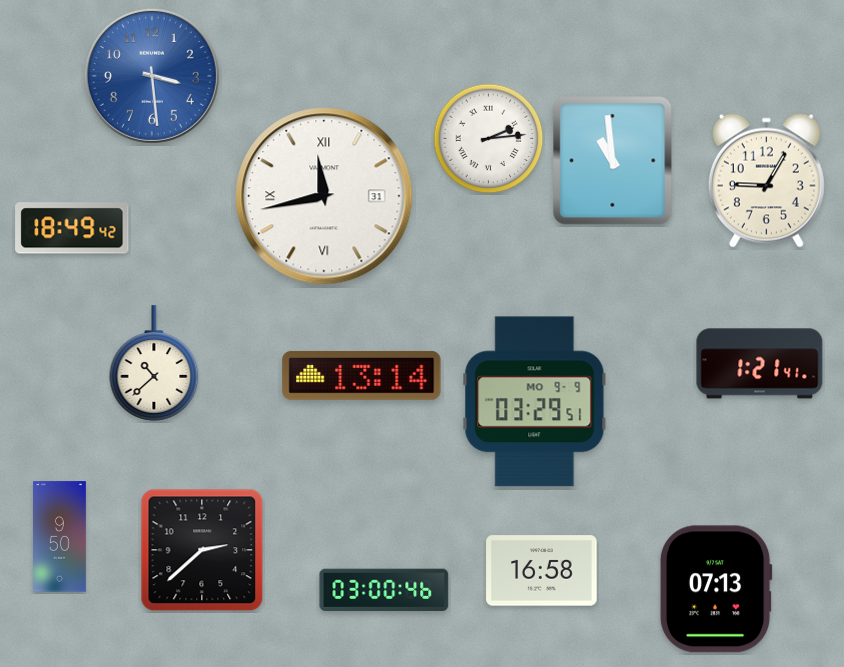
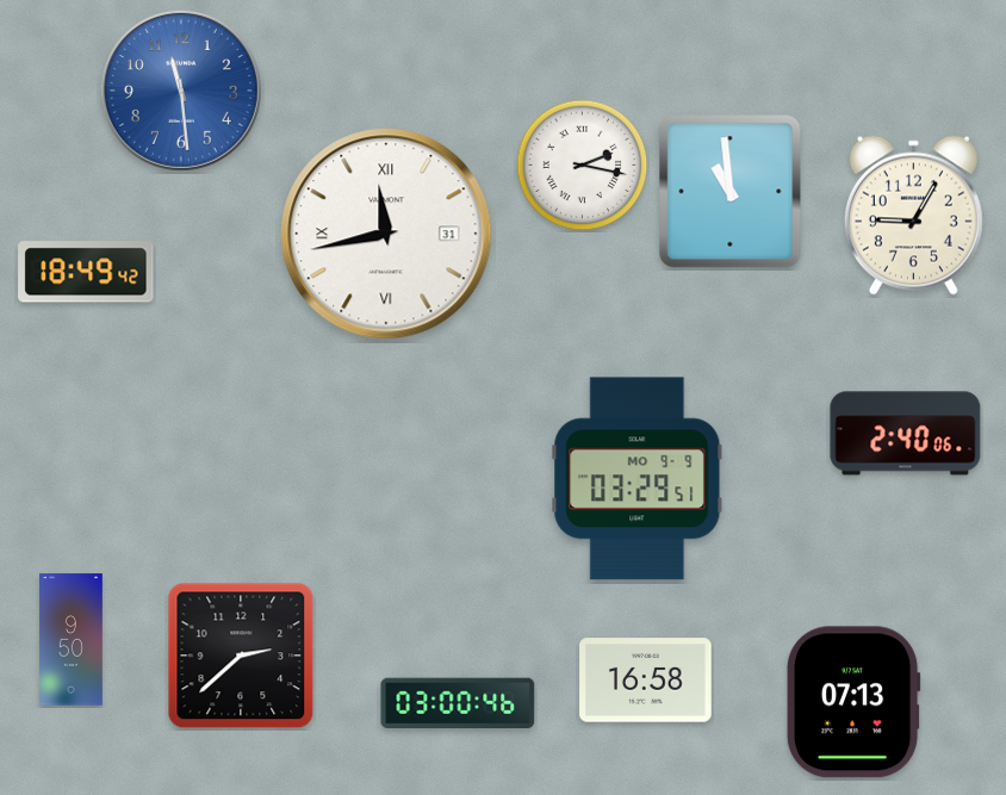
clock at (152, 76): 3:29 -> 11:29
clock at (489, 139): 2:14 -> 2:17
clock at (154, 363): 10:38 -> none
clock at (760, 364): 1:21 -> 2:40
clock at (362, 375): 13:14 -> none
